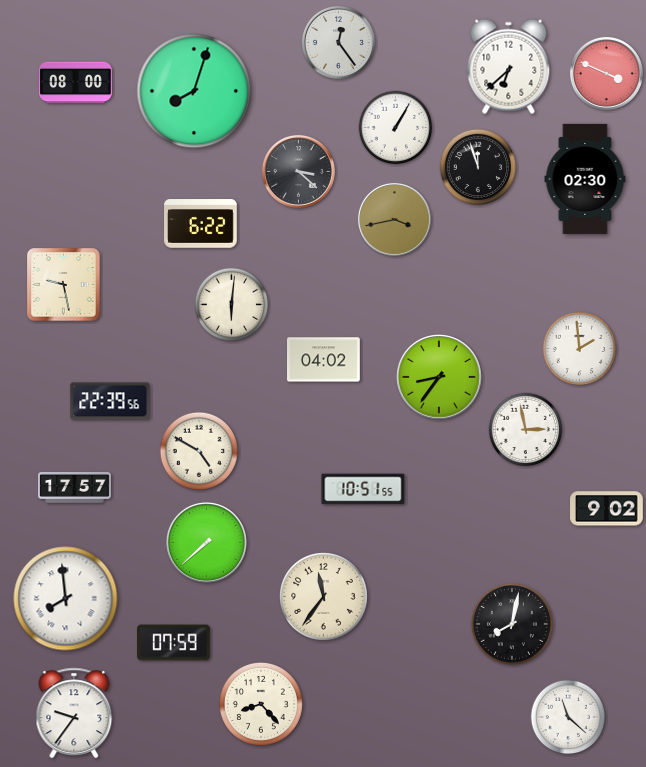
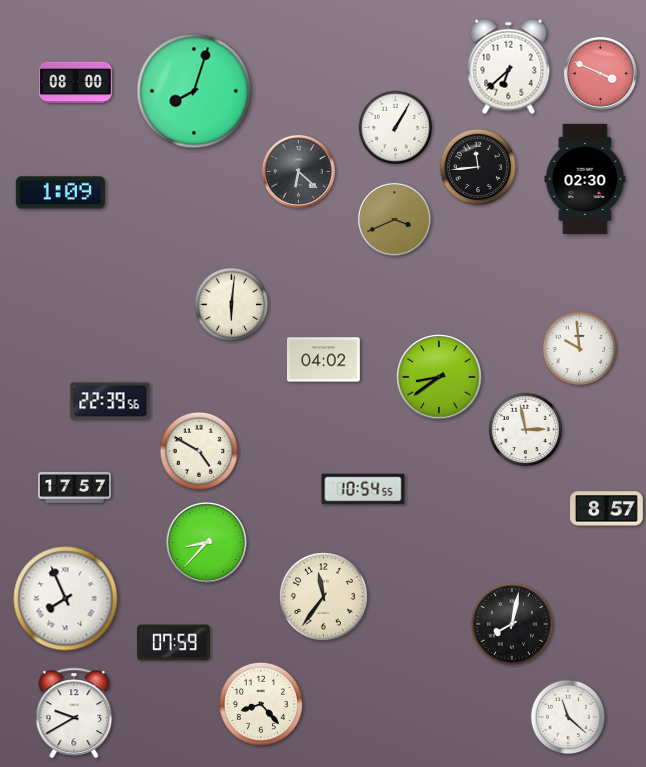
clock at (338, 42): 12:24 -> none
clock at (606, 73) position: (606, 73) -> (600, 73)
clock at (478, 167): 11:57 -> 11:44
clock at (298, 171): 3:22 -> 6:22
clock at (60, 193): none -> 1:09
clock at (394, 219): 3:43 -> 3:41
clock at (201, 224): 6:22 -> none
clock at (64, 285): 9:28 -> none
clock at (580, 349): 1:59 -> 9:59
clock at (440, 378): 8:36 -> 8:39
clock at (363, 489): 10:51 -> 10:54
clock at (607, 509): 9:02 -> 8:57
clock at (207, 543): 7:38 -> 8:37
clock at (66, 599): 7:59 -> 7:56
clock at (74, 713): 9:36 -> 9:40
